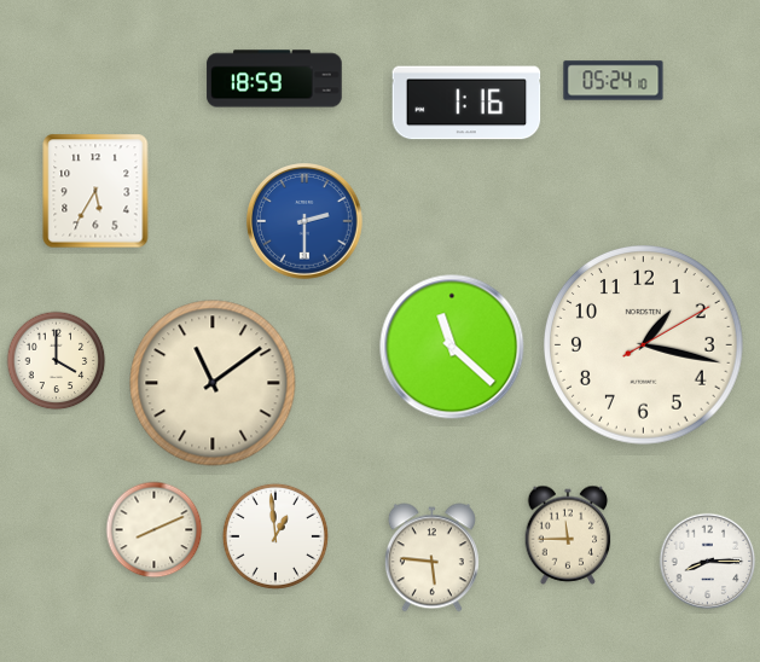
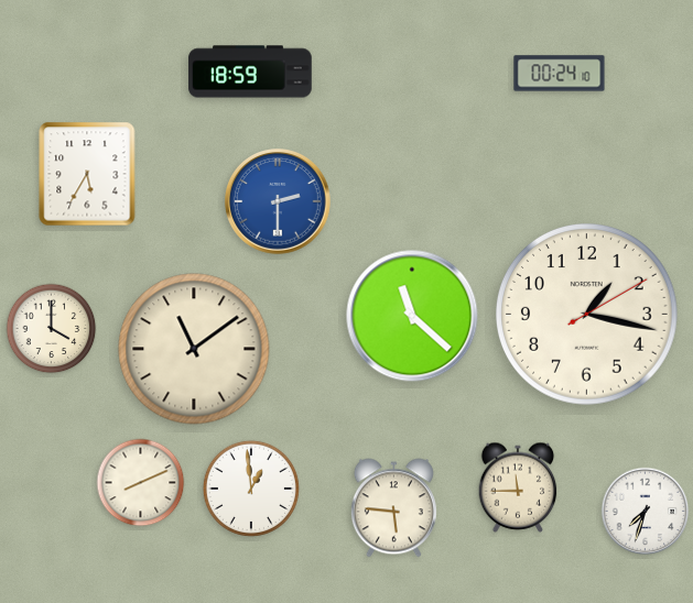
clock at (614, 81): 05:24 -> 00:24
clock at (466, 103): 1:16 -> none
clock at (708, 562): 8:15 -> 7:33
